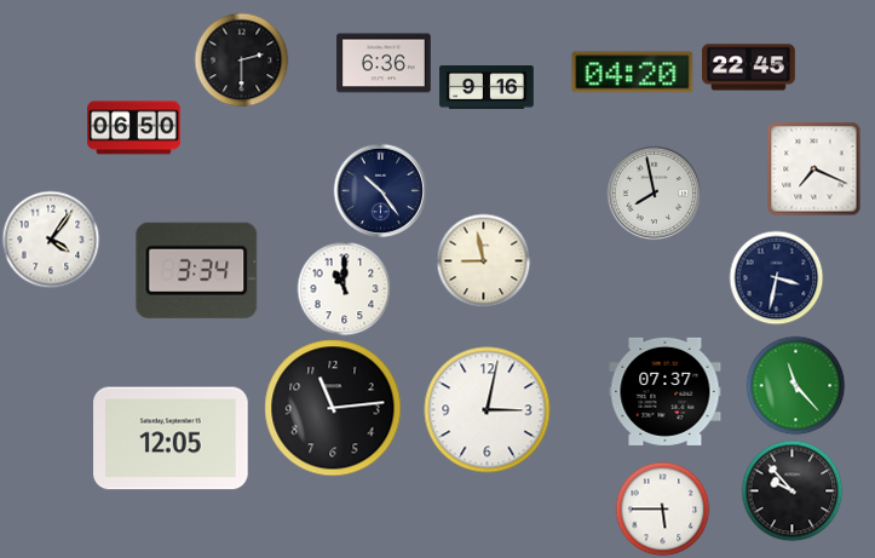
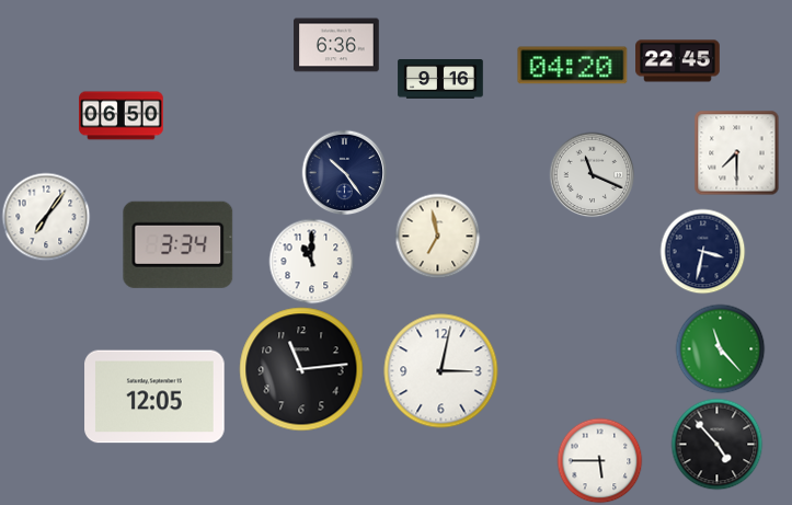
clock at (241, 59): 2:30 -> none
clock at (384, 63) position: (384, 63) -> (336, 45)
clock at (813, 168): 7:19 -> 7:30
clock at (654, 192): 7:58 -> 11:19
clock at (51, 240): 4:06 -> 7:06
clock at (483, 260): 8:58 -> 6:58
clock at (666, 391): 07:37 -> none
clock at (791, 490): 9:53 -> 4:53
